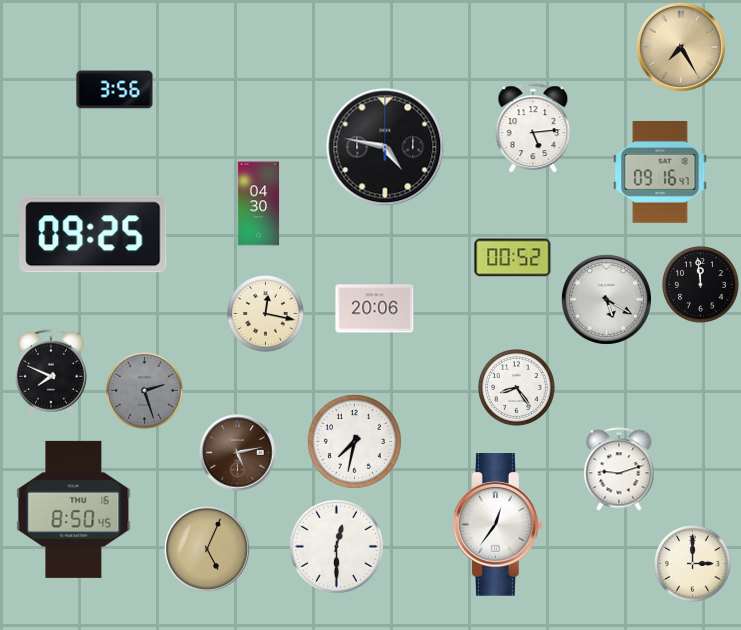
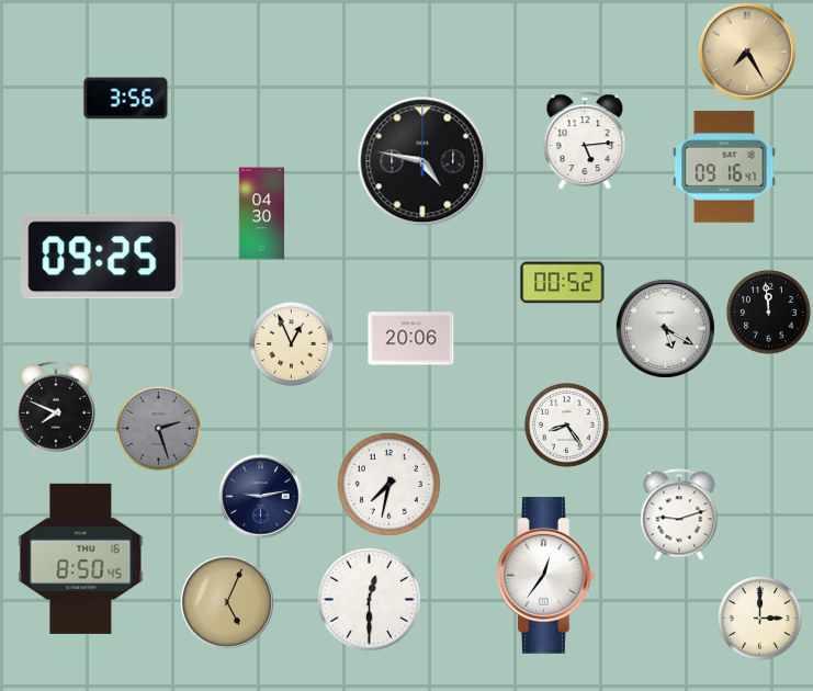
clock at (660, 173) position: (660, 173) -> (724, 168)
clock at (259, 204) position: (259, 204) -> (262, 214)
clock at (266, 314): 12:17 -> 12:56
clock at (238, 453): 5:13 -> 9:13
clock at (238, 453) dial: brown -> navy
